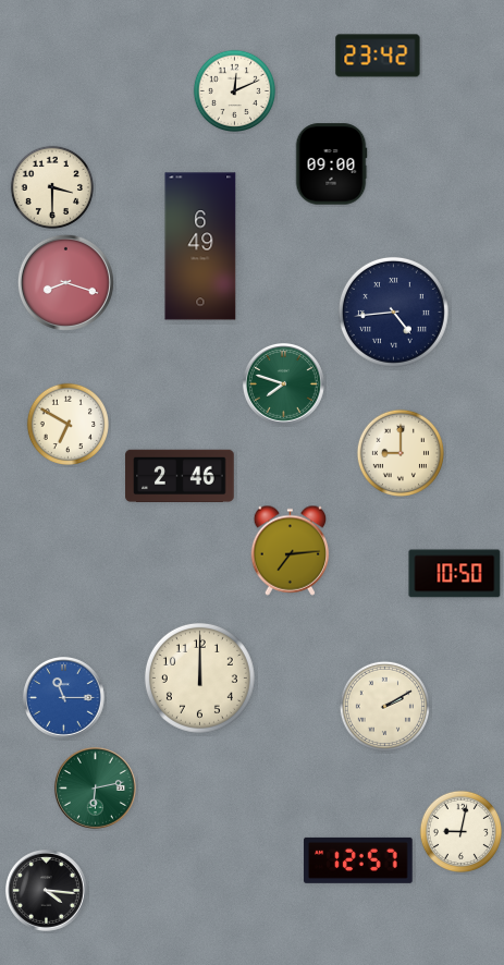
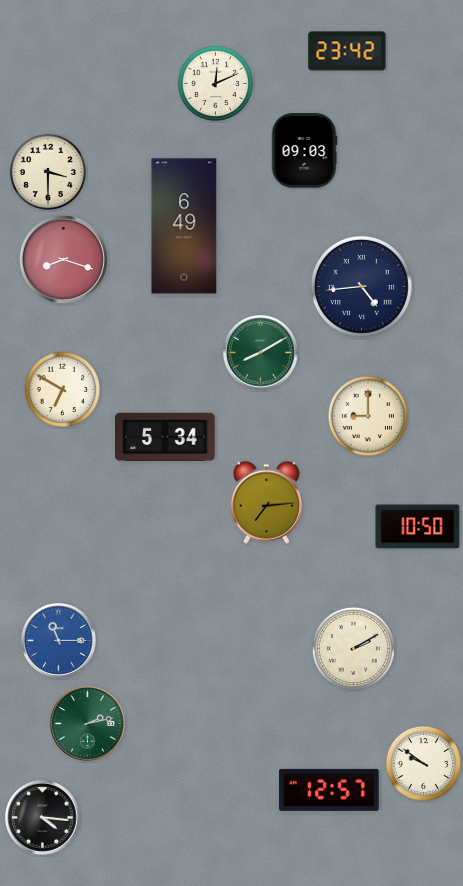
clock at (331, 164): 09:00 -> 09:03
clock at (65, 282) position: (65, 282) -> (63, 259)
clock at (284, 384): 7:48 -> 8:10
clock at (180, 476): 2:46 -> 5:34
clock at (291, 550) position: (291, 550) -> (267, 502)
clock at (199, 677): 12:00 -> none
clock at (96, 789): 6:13 -> 2:13
clock at (462, 831): 9:02 -> 9:51
